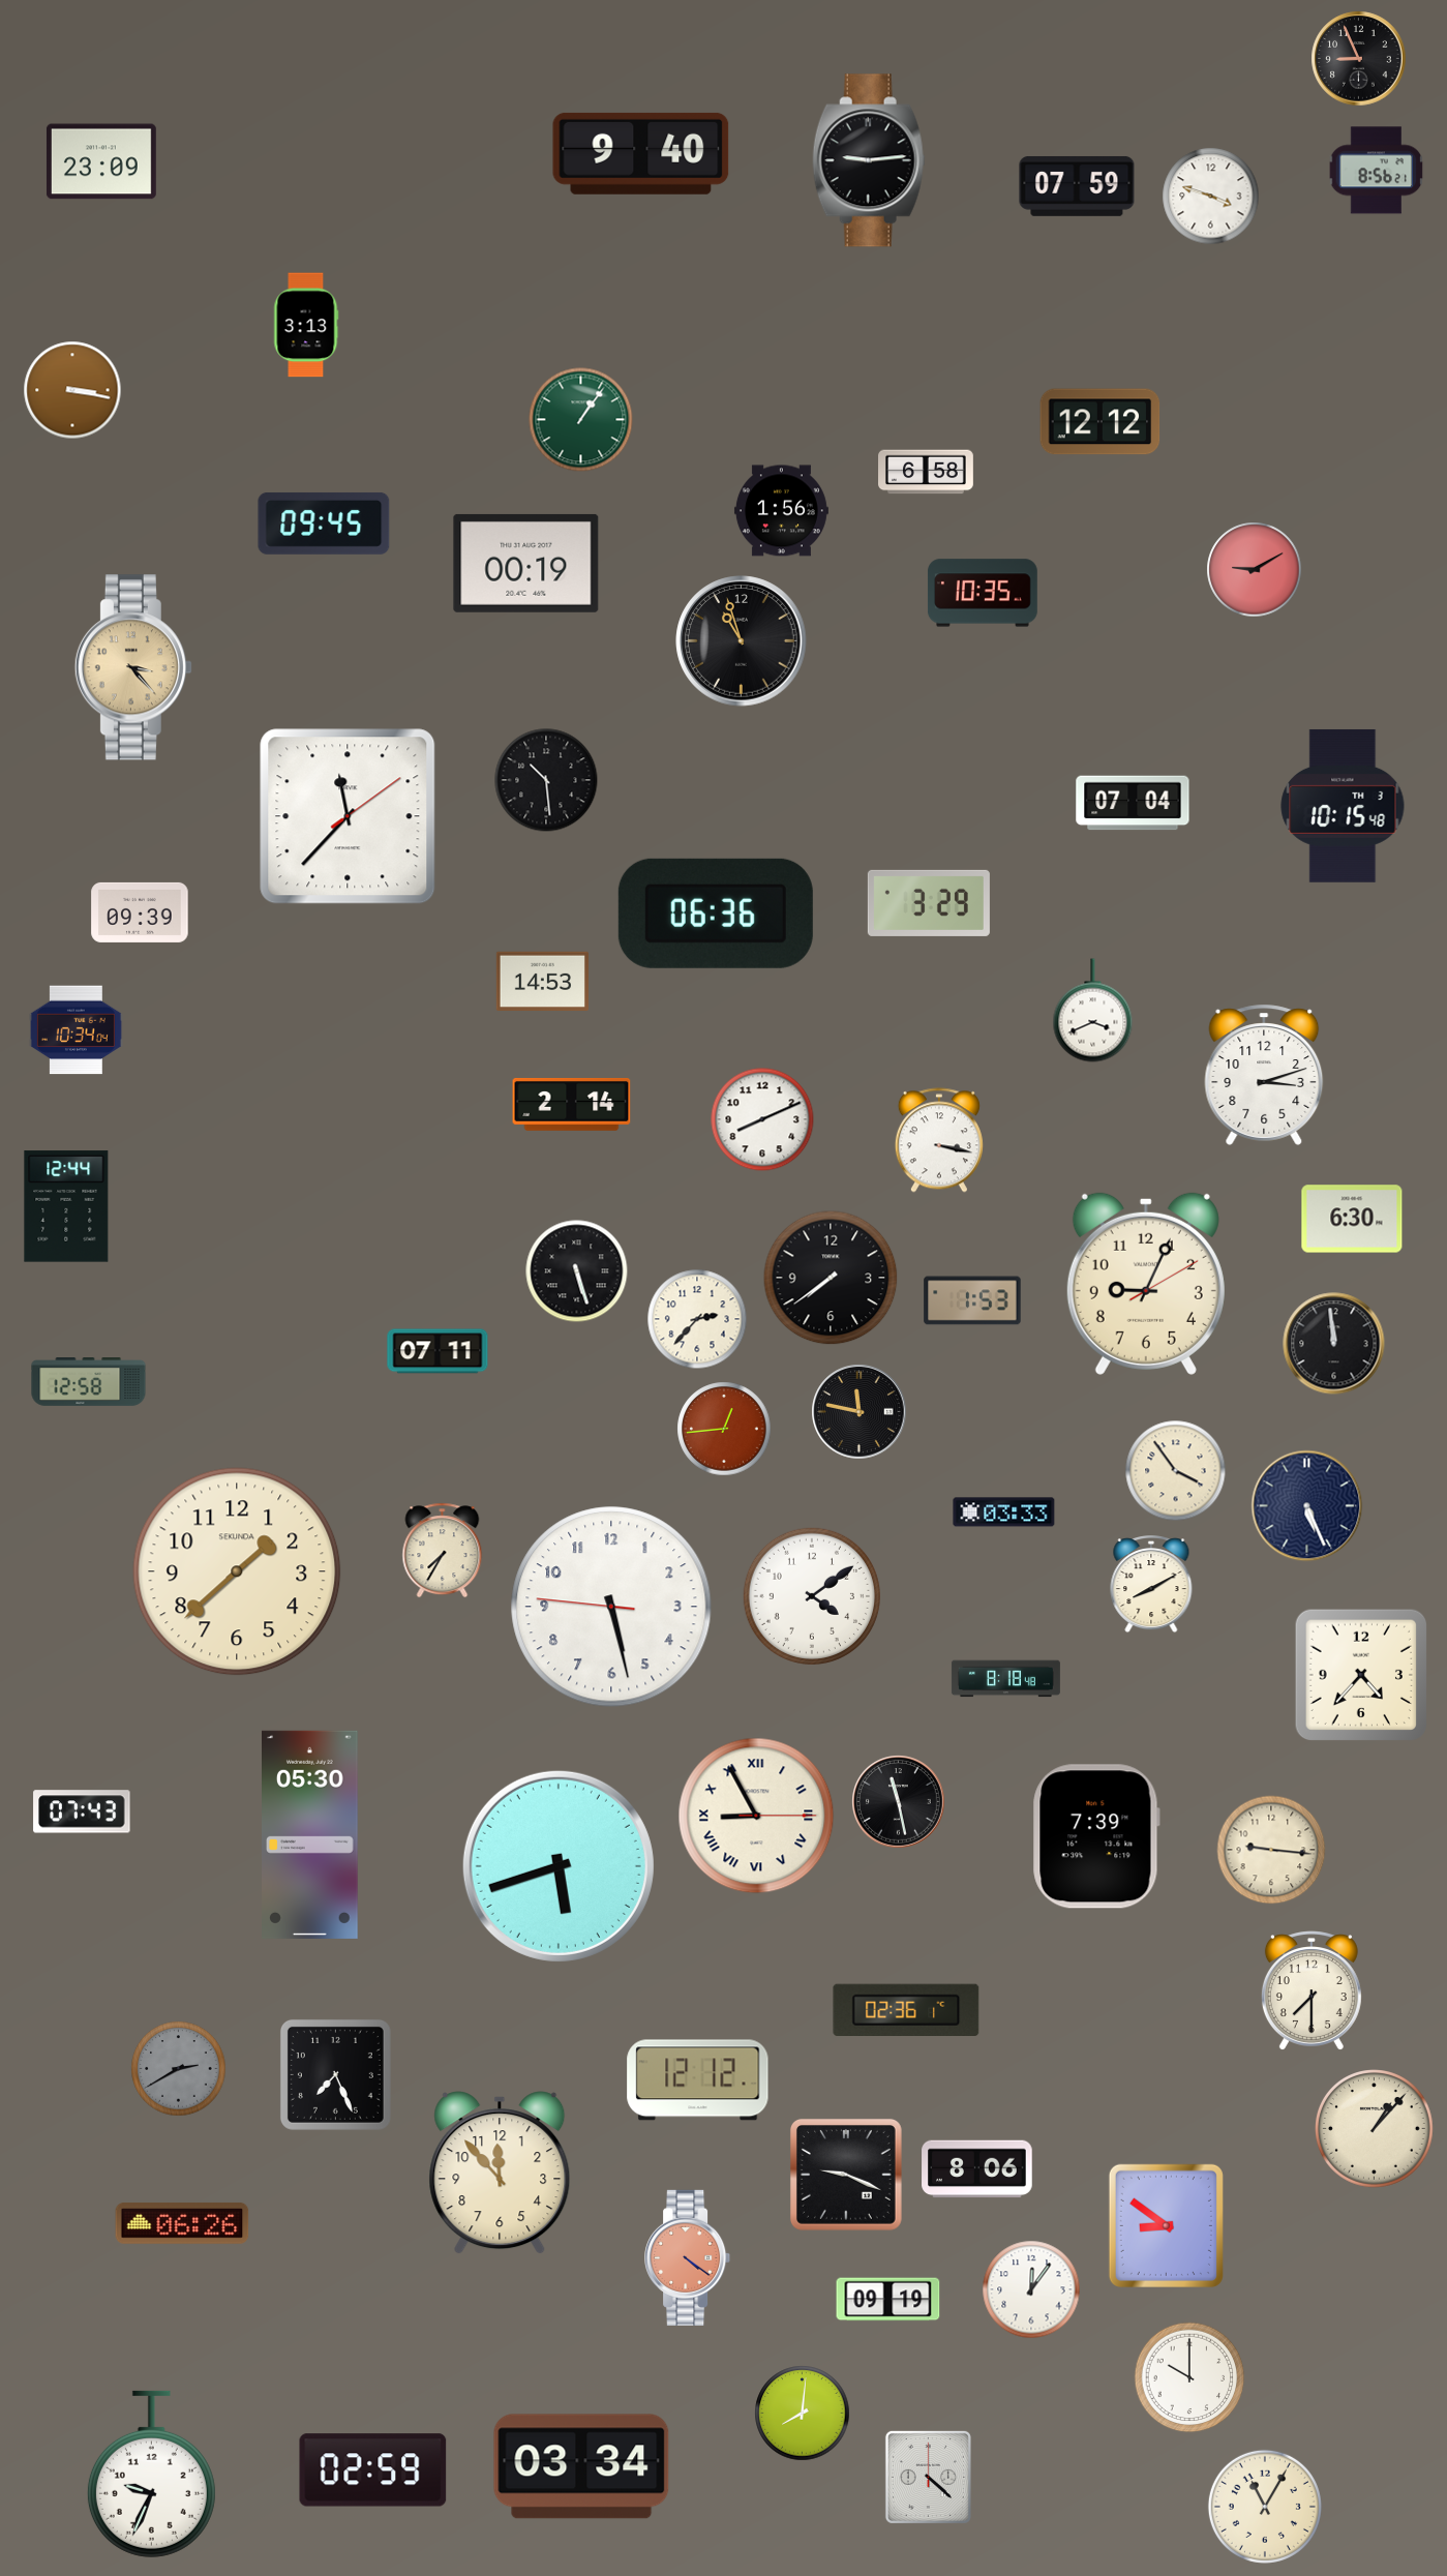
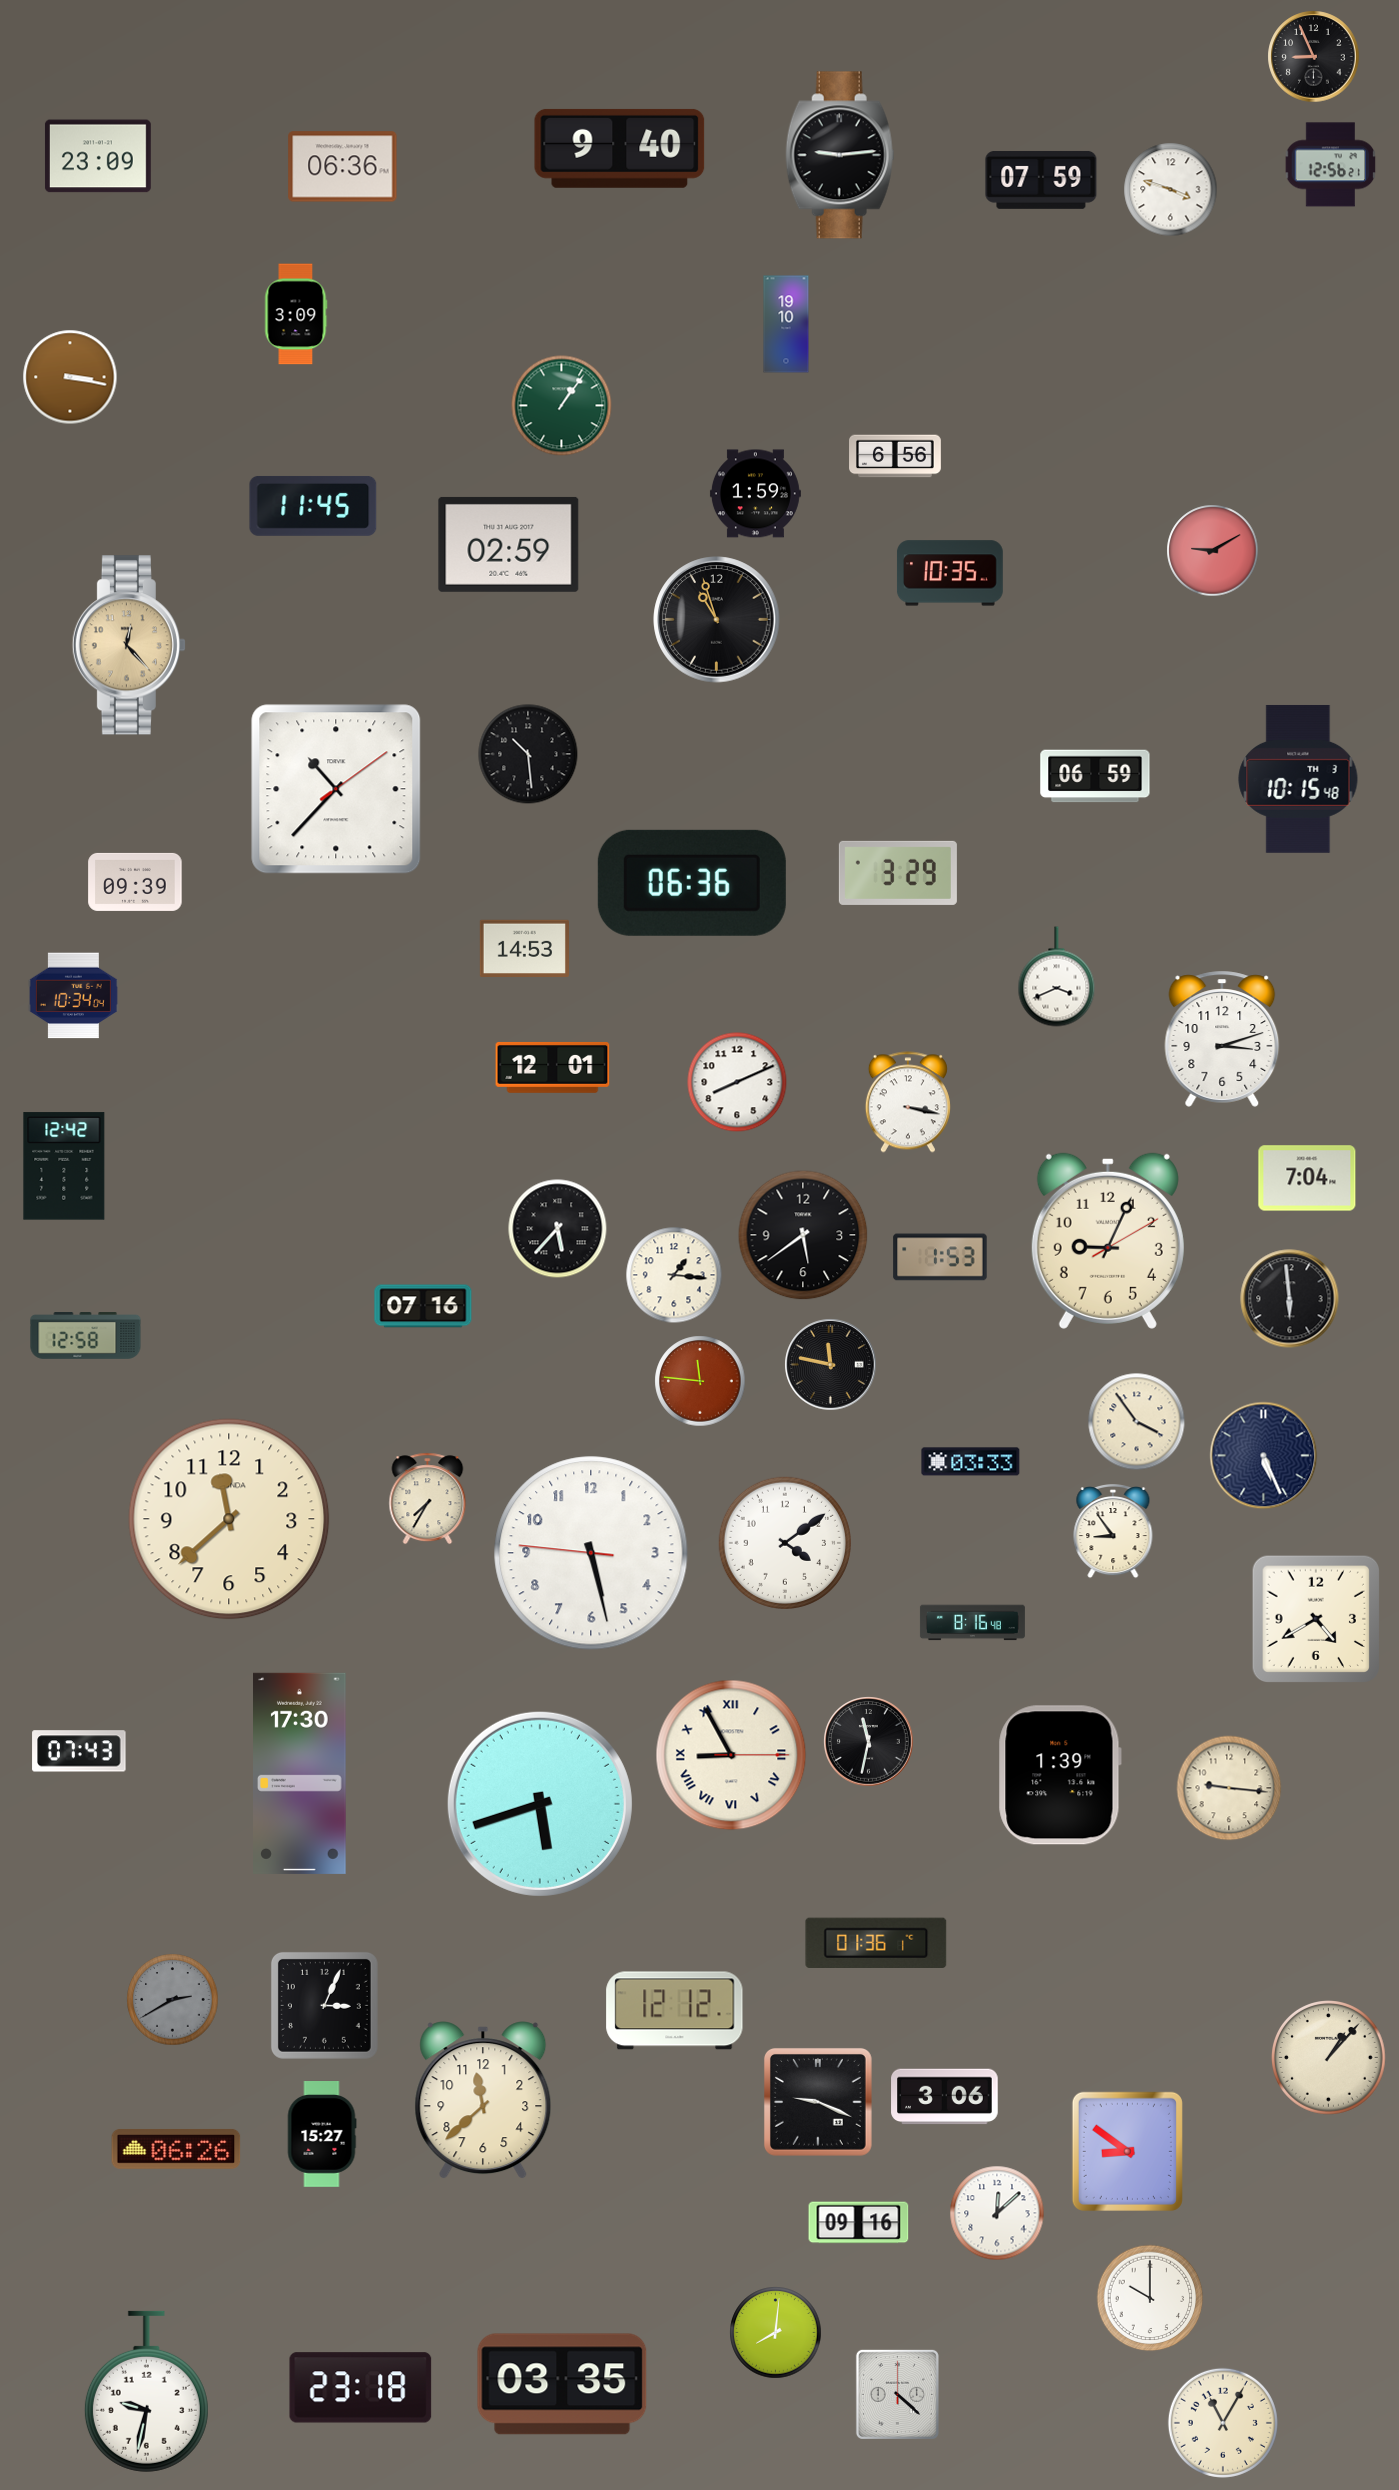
clock at (1377, 171): 8:56 -> 12:56
clock at (343, 167): none -> 06:36
clock at (306, 325): 3:13 -> 3:09
clock at (786, 324): none -> 19:10
clock at (1101, 422): 12:12 -> none
clock at (926, 472): 6:58 -> 6:56
clock at (781, 511): 1:56 -> 1:59
clock at (324, 523): 09:45 -> 11:45
clock at (526, 563): 00:19 -> 02:59
clock at (133, 667): 3:23 -> 12:23
clock at (1133, 803): 07:04 -> 06:59
clock at (348, 816): 11:37 -> 10:37
clock at (572, 1104): 2:14 -> 12:01
clock at (66, 1206): 12:44 -> 12:42
clock at (1352, 1219): 6:30 -> 7:04
clock at (577, 1271): 5:27 -> 5:37
clock at (831, 1278): 7:39 -> 5:39
clock at (697, 1319): 2:37 -> 1:16
clock at (1334, 1344): 11:59 -> 5:59
clock at (438, 1351): 07:11 -> 07:16
clock at (724, 1429): 12:44 -> 11:46
clock at (237, 1571): 1:38 -> 11:38
clock at (1151, 1585): 8:10 -> 8:54
clock at (1361, 1675): 4:37 -> 4:40
clock at (1005, 1679): 8:18 -> 8:16
clock at (899, 1802): 11:28 -> 11:32
clock at (310, 1834): 05:30 -> 17:30
clock at (1096, 1836): 7:39 -> 1:39
clock at (1312, 1990): 7:30 -> none
clock at (906, 2009): 02:36 -> 01:36
clock at (335, 2074): 7:26 -> 3:04
clock at (977, 2169): 8:06 -> 3:06
clock at (500, 2173): 11:53 -> 11:38
clock at (322, 2135): none -> 15:27
clock at (688, 2257): 4:21 -> none
clock at (1031, 2289): 12:06 -> 12:08
clock at (888, 2300): 09:19 -> 09:16
clock at (581, 2466): 03:34 -> 03:35
clock at (373, 2470): 02:59 -> 23:18
clock at (151, 2474): 9:34 -> 9:32
